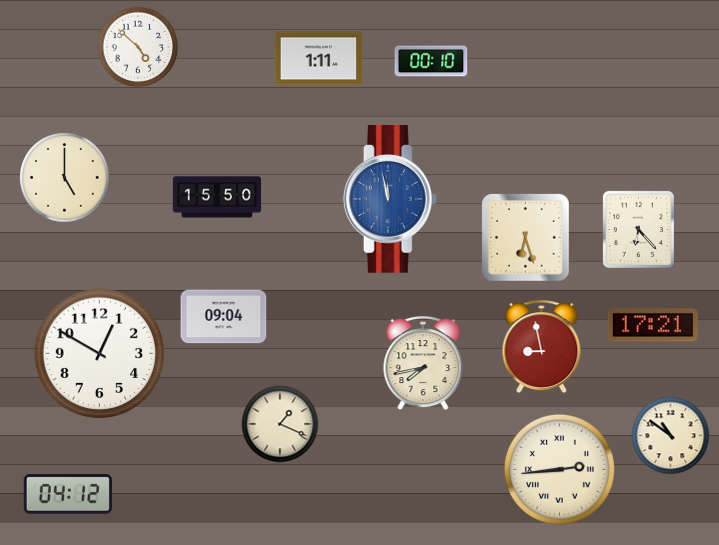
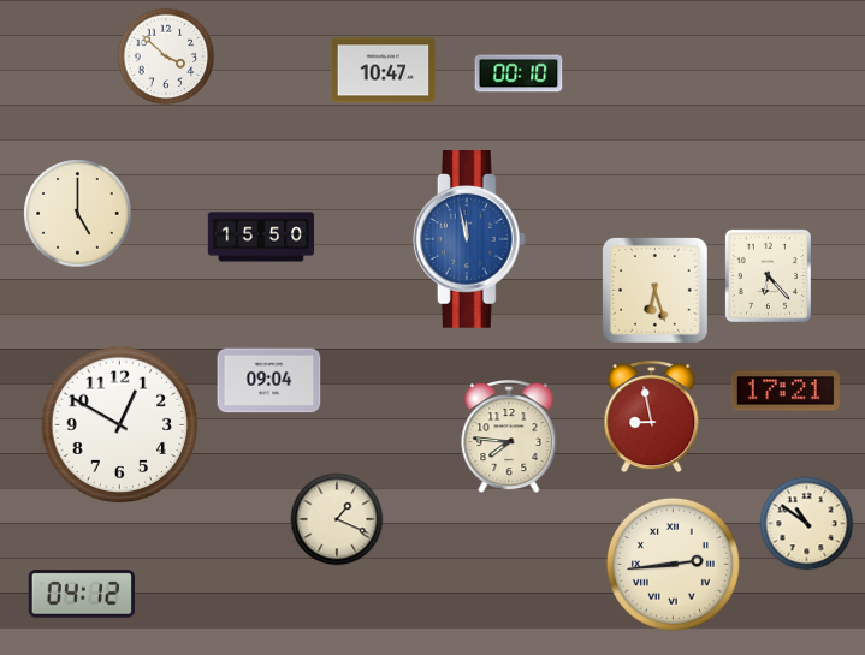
clock at (138, 47): 4:52 -> 3:52
clock at (319, 59): 1:11 -> 10:47
clock at (526, 238) position: (526, 238) -> (656, 291)
clock at (423, 364): 7:43 -> 7:46
clock at (280, 424) position: (280, 424) -> (337, 519)
